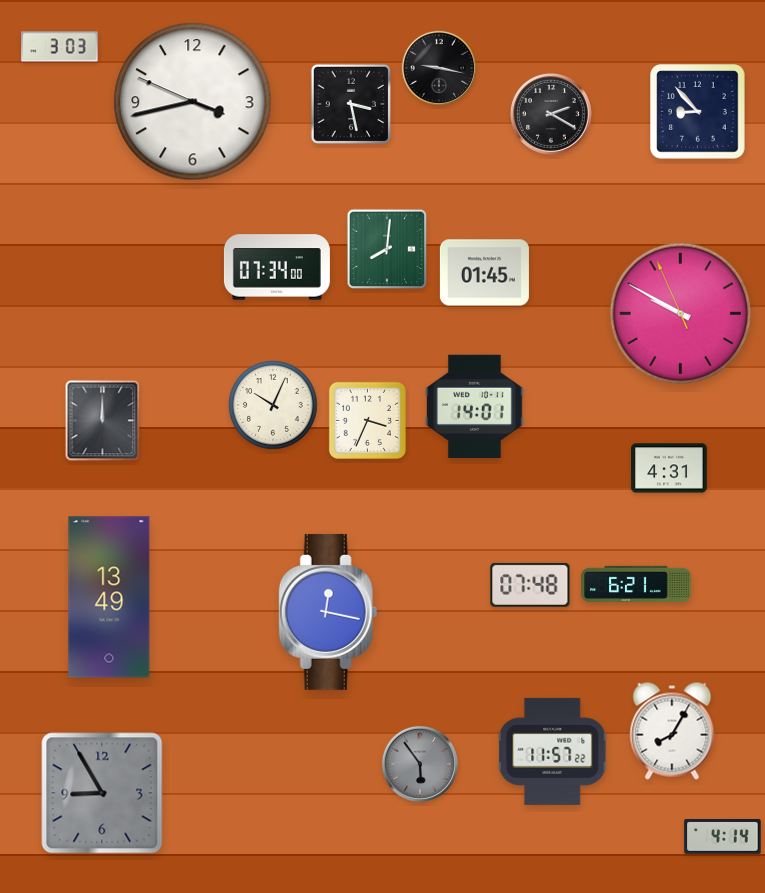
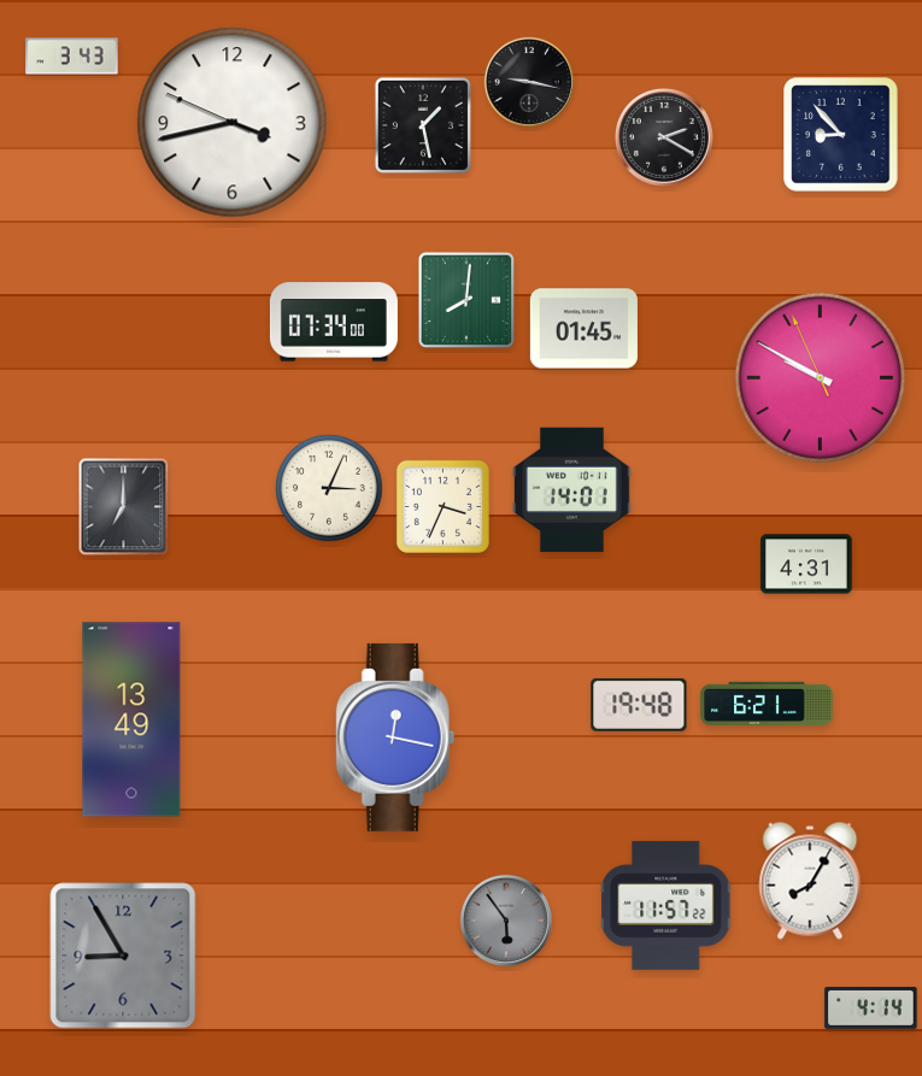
clock at (60, 47): 3:03 -> 3:43
clock at (351, 104): 3:28 -> 1:28
clock at (273, 405): 10:04 -> 3:04
clock at (103, 421): 12:00 -> 7:00
clock at (530, 585): 07:48 -> 19:48
